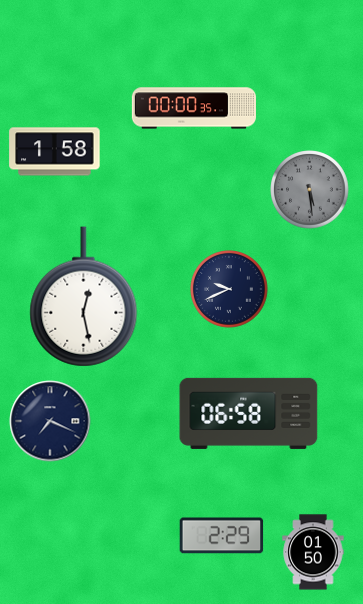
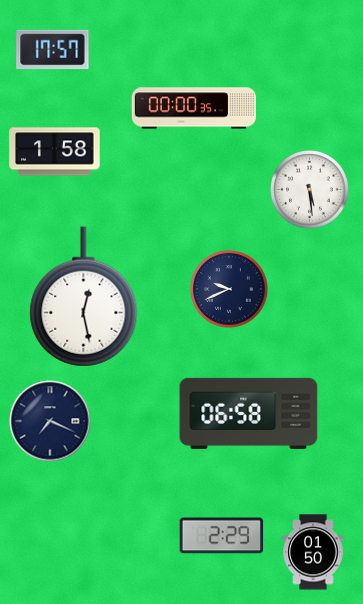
clock at (53, 50): none -> 17:57
clock at (310, 190) dial: grey -> white
